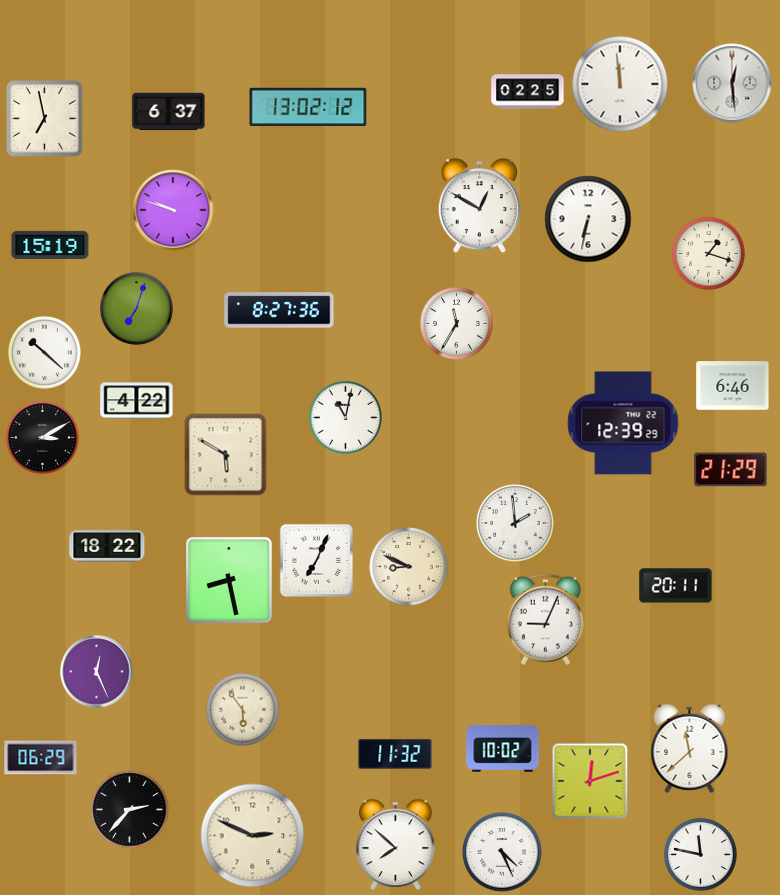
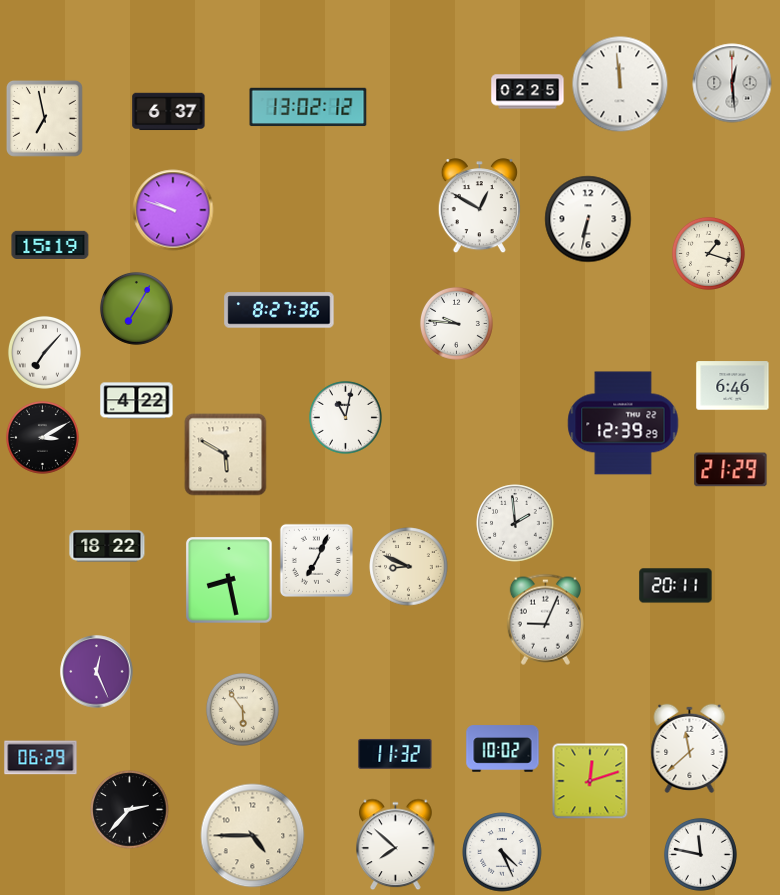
clock at (136, 308): 7:03 -> 7:05
clock at (456, 323): 11:35 -> 9:46
clock at (44, 352): 10:22 -> 7:07
clock at (253, 836): 2:49 -> 4:45
